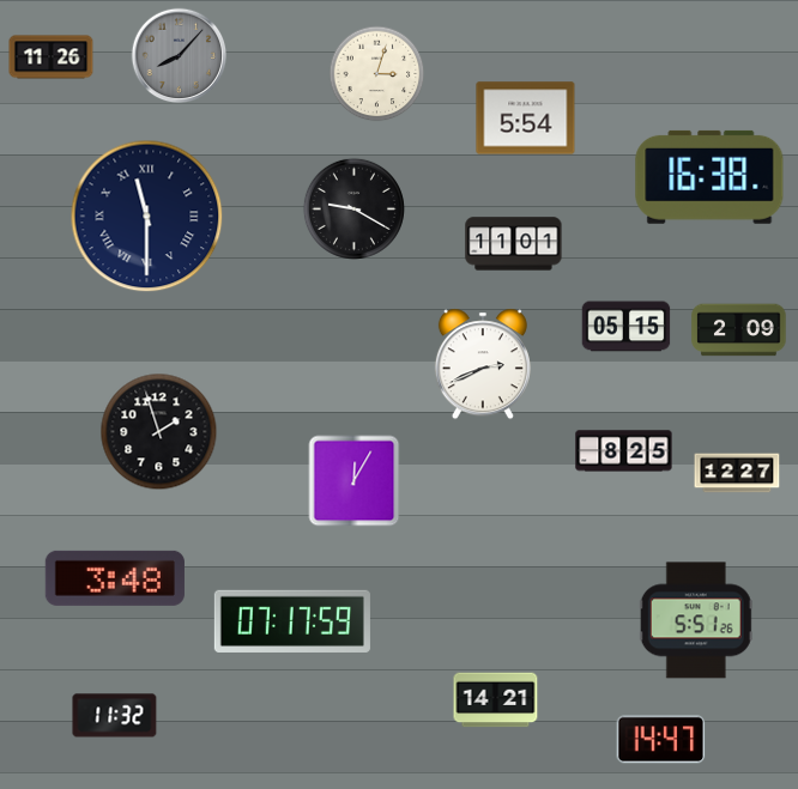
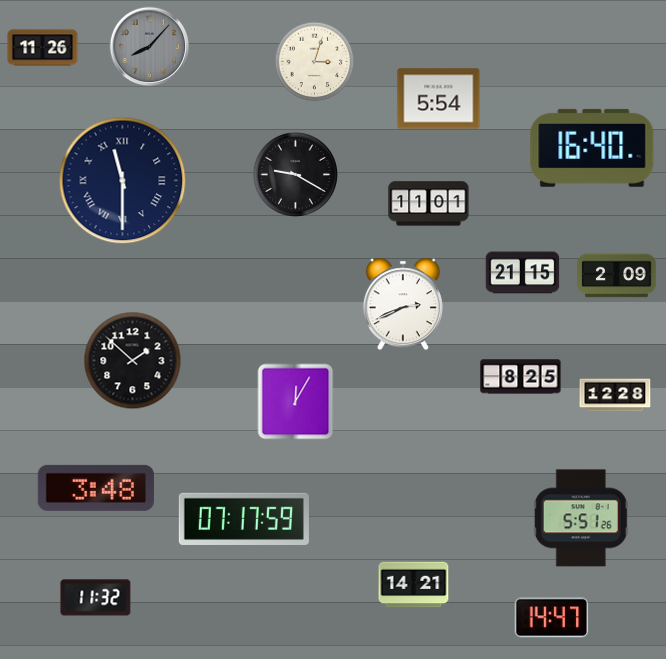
clock at (709, 177): 16:38 -> 16:40
clock at (627, 327): 05:15 -> 21:15
clock at (159, 432): 1:57 -> 1:52
clock at (737, 473): 12:27 -> 12:28
clock at (115, 578) position: (115, 578) -> (96, 488)
